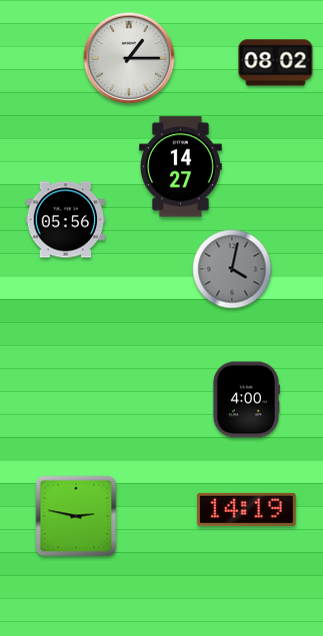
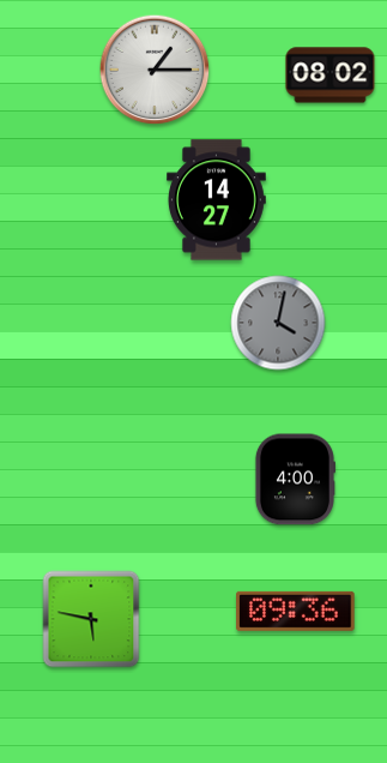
clock at (66, 220): 05:56 -> none
clock at (247, 509): 14:19 -> 09:36
clock at (76, 516): 2:47 -> 5:47
